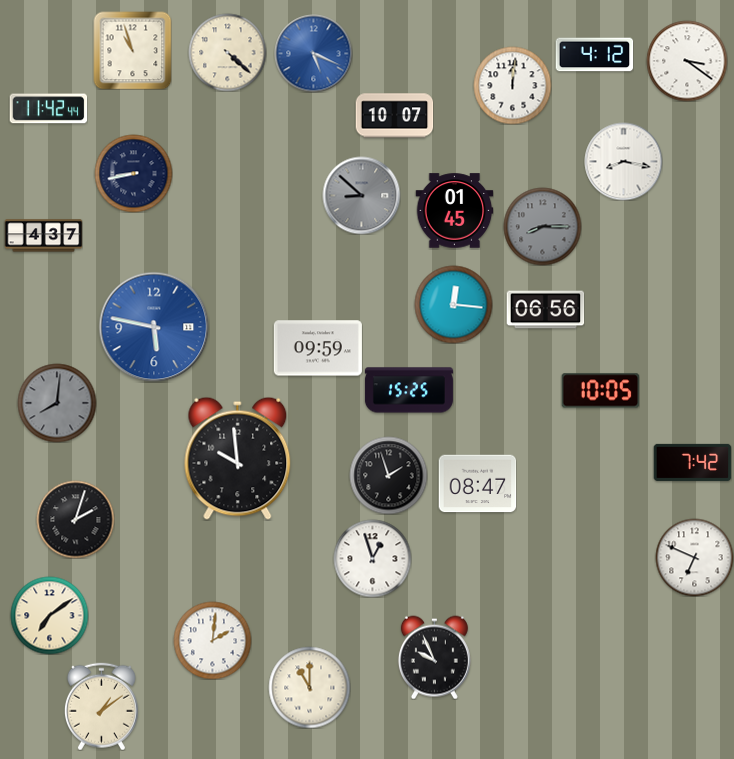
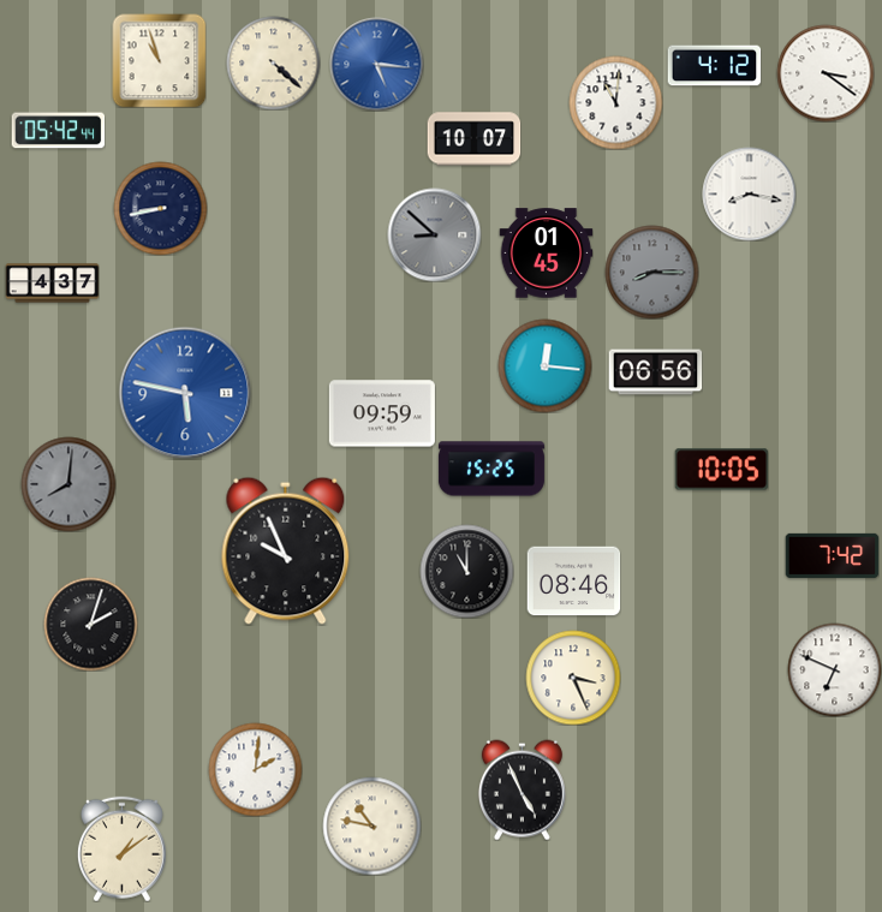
clock at (313, 53): 5:19 -> 5:16
clock at (512, 85): 12:01 -> 11:01
clock at (48, 109): 11:42 -> 05:42
clock at (318, 348) position: (318, 348) -> (382, 413)
clock at (238, 458): 9:59 -> 9:56
clock at (388, 475): 1:57 -> 11:00
clock at (477, 484): 08:47 -> 08:46
clock at (372, 558): 12:57 -> none
clock at (573, 678): none -> 3:26
clock at (49, 615): 7:09 -> none
clock at (434, 657): 9:56 -> 4:56
clock at (309, 687): 11:00 -> 10:47
